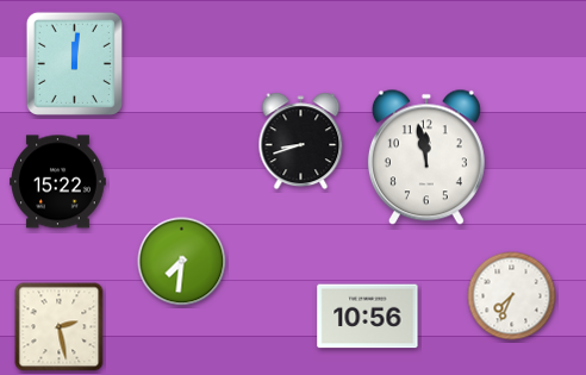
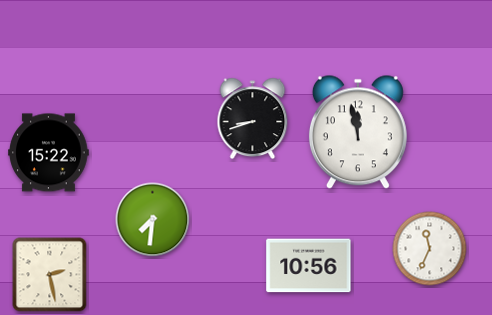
clock at (74, 63): 12:01 -> none
clock at (512, 296): 7:34 -> 11:34
